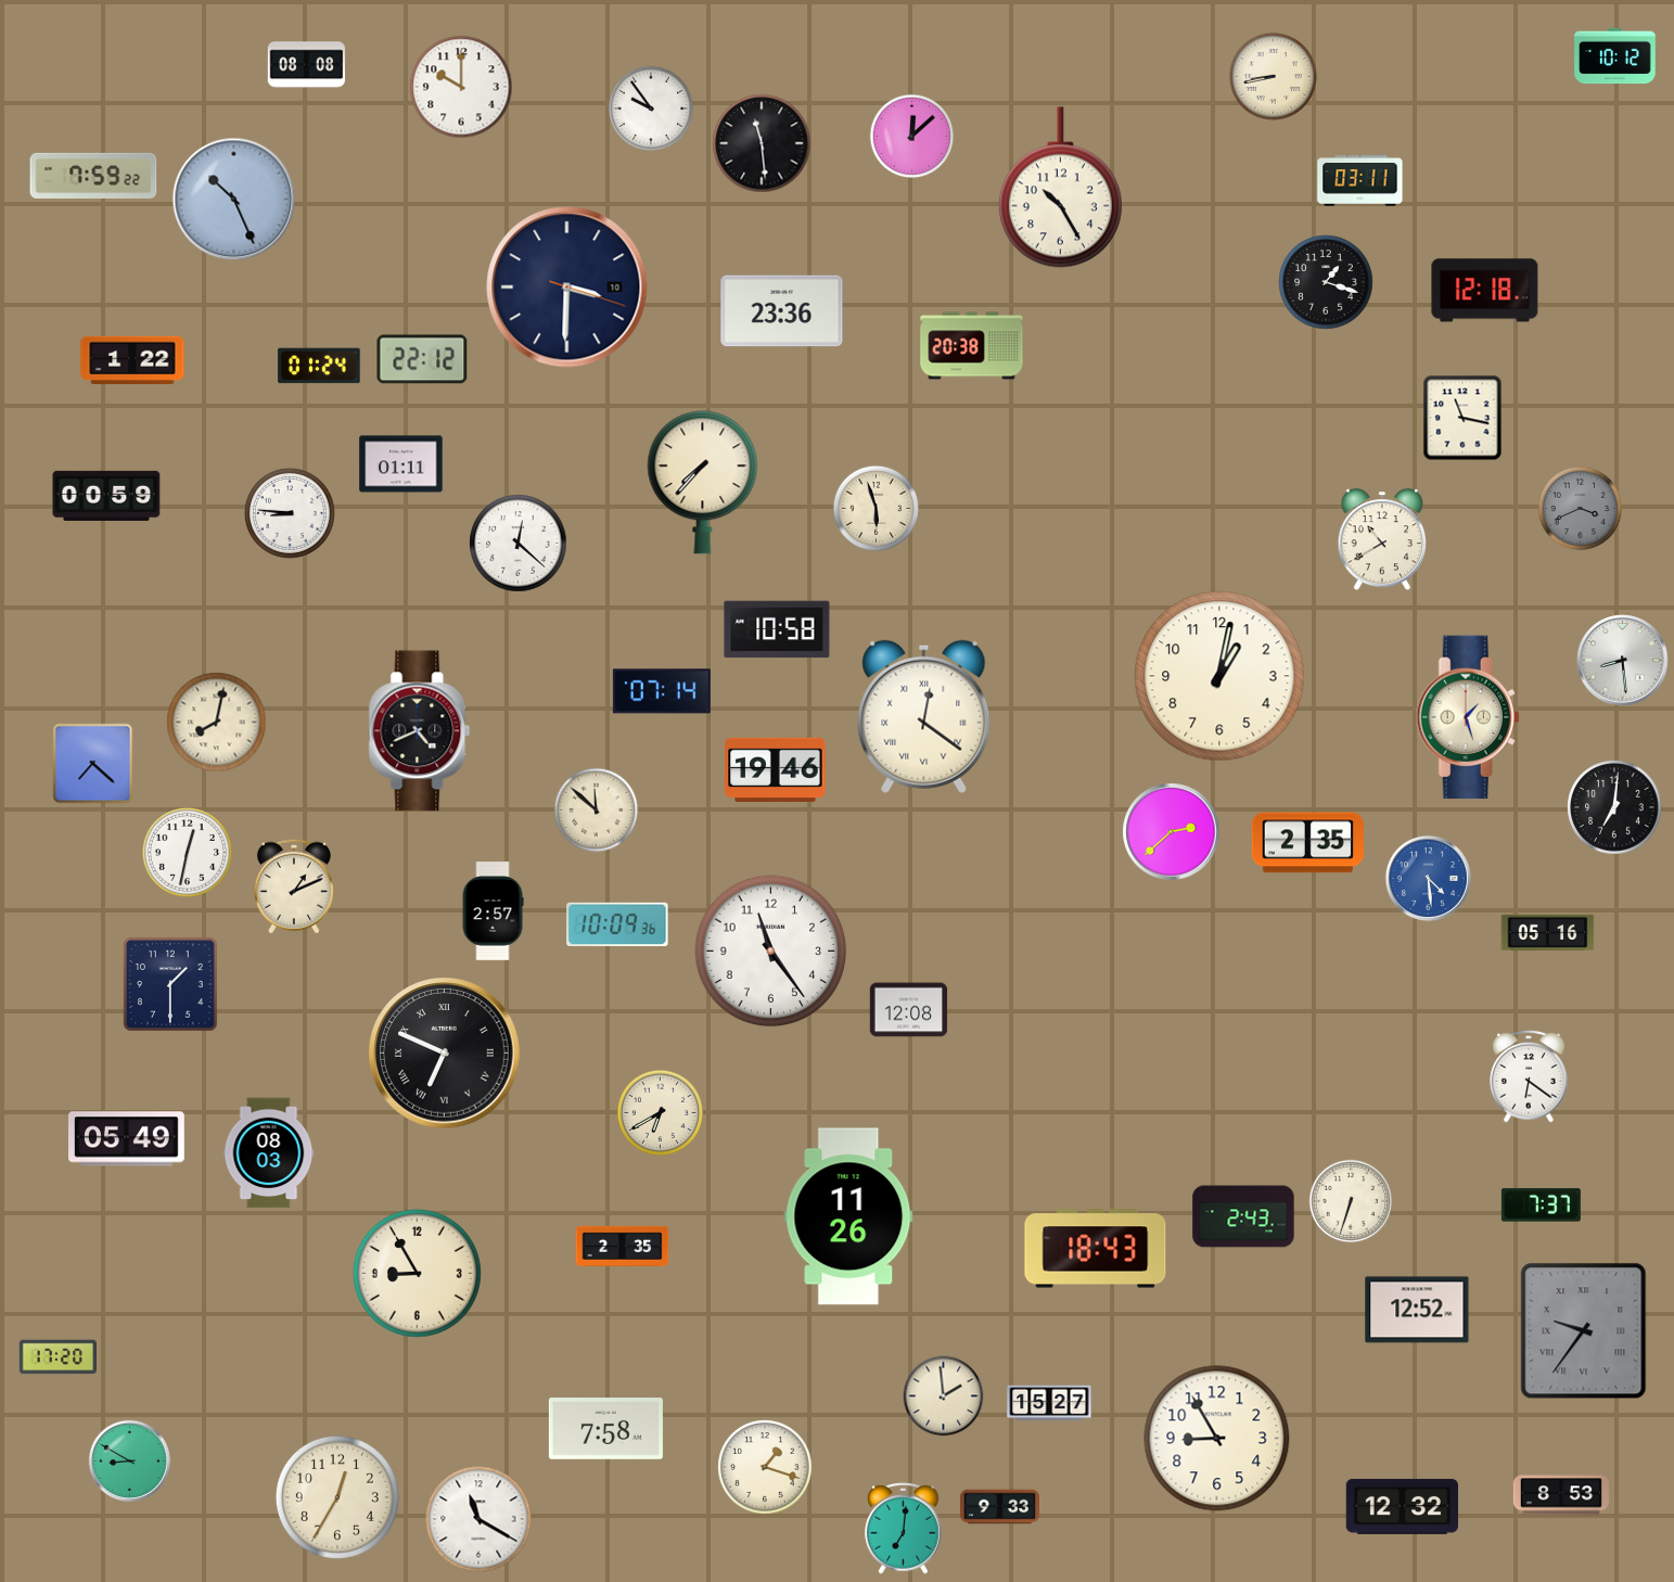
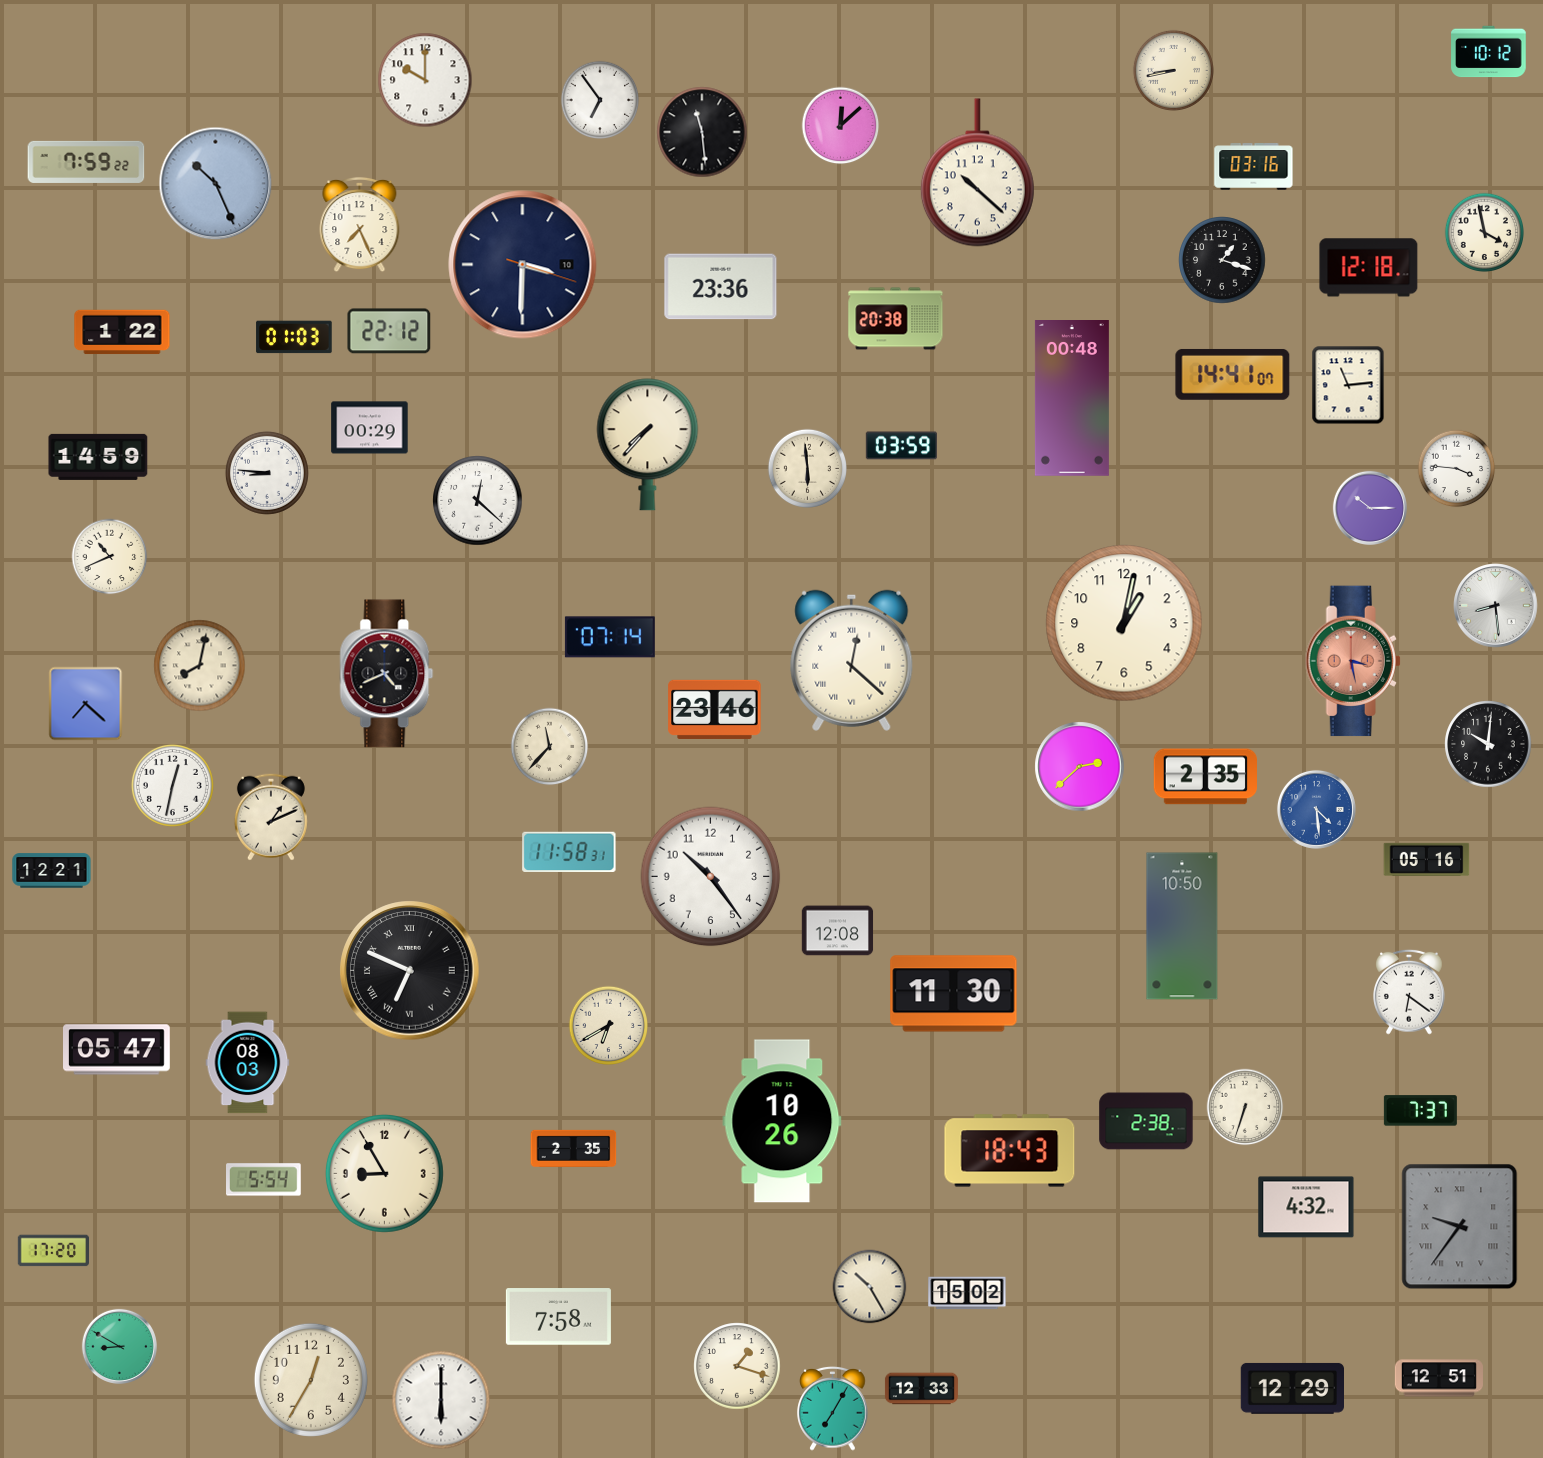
clock at (307, 65): 08:08 -> none
clock at (651, 109): 9:54 -> 6:54
clock at (1360, 181): 03:11 -> 03:16
clock at (1060, 188): 10:25 -> 10:22
clock at (360, 225): none -> 7:26
clock at (1484, 232): none -> 3:58
clock at (319, 366): 01:24 -> 01:03
clock at (1233, 374): none -> 14:41
clock at (1462, 418): 11:17 -> 11:14
clock at (1072, 399): none -> 00:48
clock at (401, 464): 01:11 -> 00:29
clock at (901, 446): none -> 03:59
clock at (106, 496): 00:59 -> 14:59
clock at (876, 508): 5:57 -> 5:59
clock at (1581, 509): 3:41 -> 3:46
clock at (1581, 509) dial: grey -> white
clock at (1381, 540): 10:40 -> none
clock at (1370, 508): none -> 10:15
clock at (110, 557): none -> 10:41
clock at (777, 629): 10:58 -> none
clock at (1623, 661) position: (1623, 661) -> (1496, 606)
clock at (924, 716): 12:21 -> 12:22
clock at (1468, 717): 1:27 -> 3:28
clock at (1468, 717) dial: cream -> salmon
clock at (776, 769): 19:46 -> 23:46
clock at (1614, 807): 7:01 -> 10:01
clock at (597, 811): 11:52 -> 11:37
clock at (493, 911): 2:57 -> none
clock at (617, 923): 10:09 -> 11:58
clock at (52, 871): none -> 12:21
clock at (771, 952): 11:24 -> 10:24
clock at (171, 985): 1:30 -> none
clock at (1182, 926): none -> 10:50
clock at (954, 994): none -> 11:30
clock at (127, 1139): 05:49 -> 05:47
clock at (848, 1216): 11:26 -> 10:26
clock at (1243, 1216): 2:43 -> 2:38
clock at (264, 1180): none -> 5:54
clock at (1417, 1310): 12:52 -> 4:32
clock at (944, 1396): 1:59 -> 10:25
clock at (1049, 1403): 15:27 -> 15:02
clock at (1217, 1439): 8:55 -> none
clock at (765, 1467) position: (765, 1467) -> (737, 1366)
clock at (1561, 1495): 8:53 -> 12:51
clock at (1402, 1506): 12:32 -> 12:29
clock at (999, 1507): 9:33 -> 12:33
clock at (478, 1519): 11:20 -> 6:00
clock at (904, 1529): 7:01 -> 7:05
